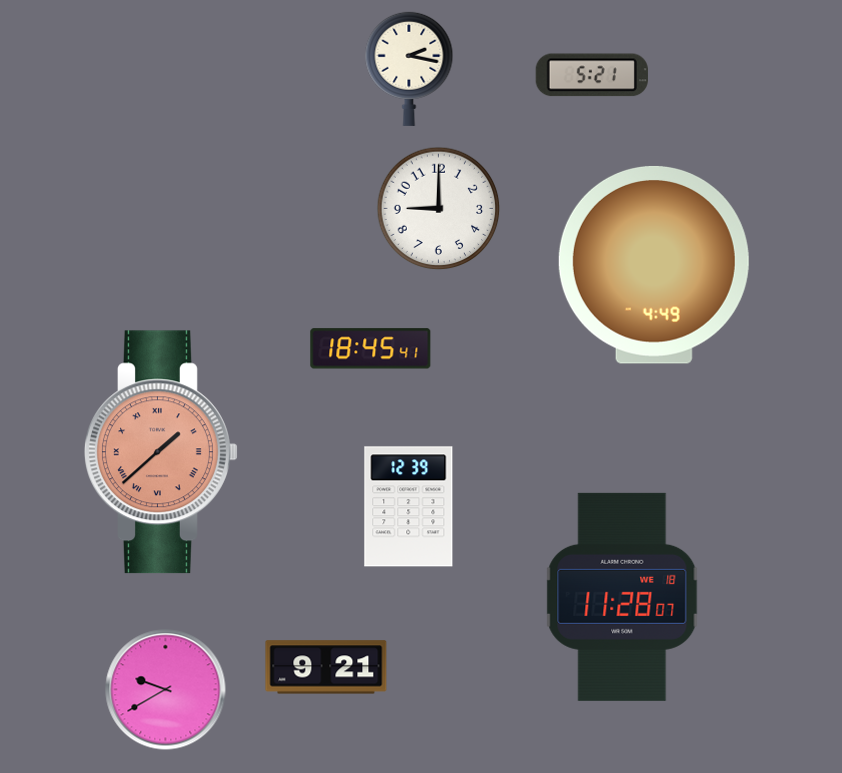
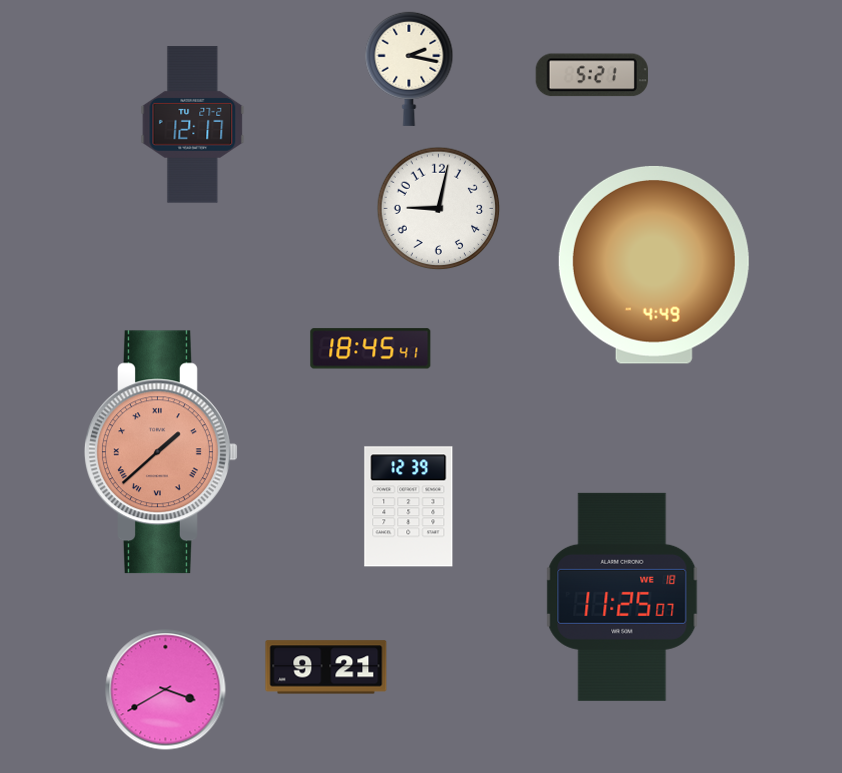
clock at (193, 125): none -> 12:17
clock at (439, 209): 9:00 -> 9:02
clock at (622, 597): 11:28 -> 11:25
clock at (166, 690): 9:40 -> 3:40
